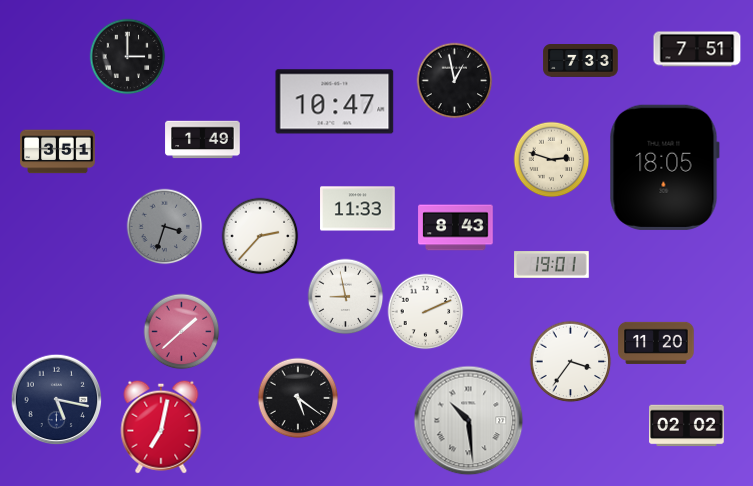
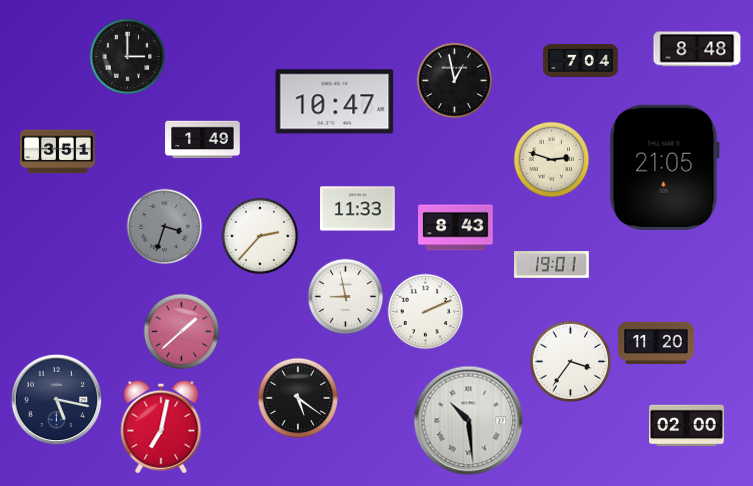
clock at (697, 49): 7:51 -> 8:48
clock at (581, 61): 7:33 -> 7:04
clock at (664, 167): 18:05 -> 21:05
clock at (687, 426): 02:02 -> 02:00
